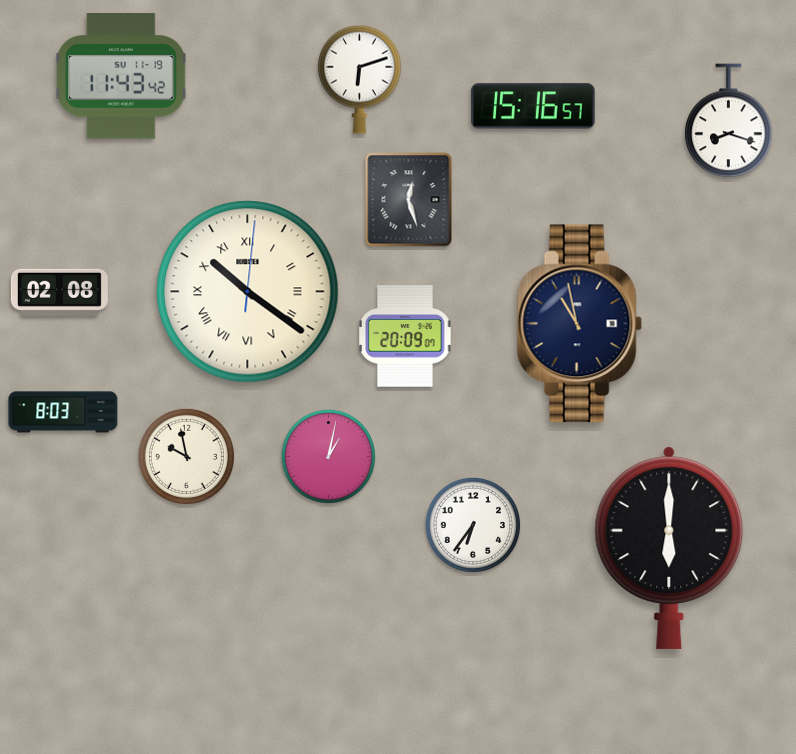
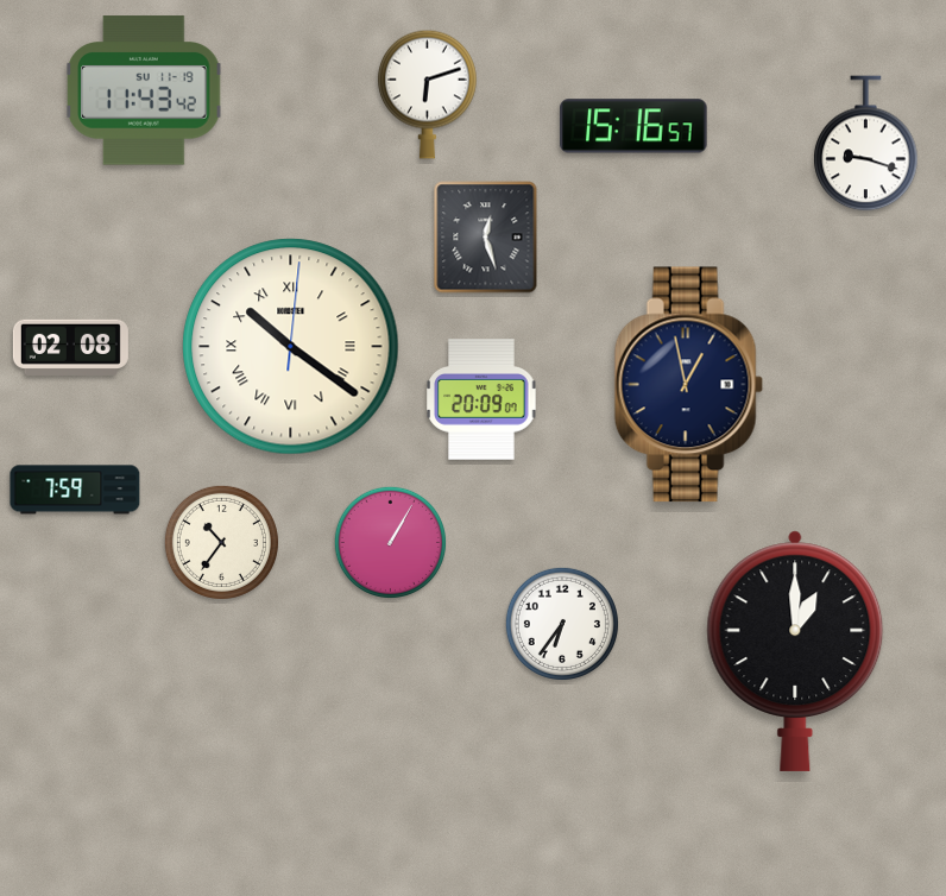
clock at (729, 121): 8:18 -> 9:18
clock at (248, 292) position: (248, 292) -> (291, 347)
clock at (579, 324): 10:58 -> 12:58
clock at (63, 412): 8:03 -> 7:59
clock at (186, 456): 9:58 -> 10:36
clock at (328, 456): 1:02 -> 1:05
clock at (669, 548): 6:00 -> 1:00
